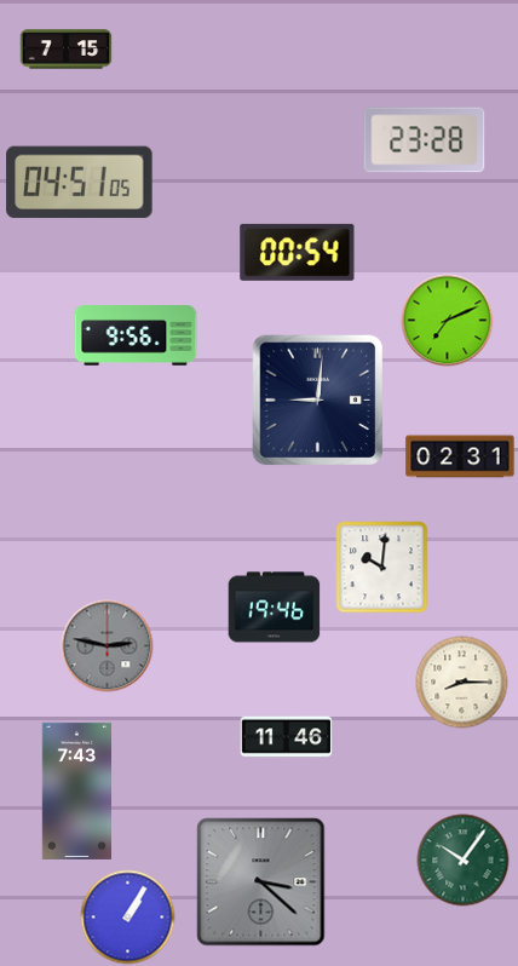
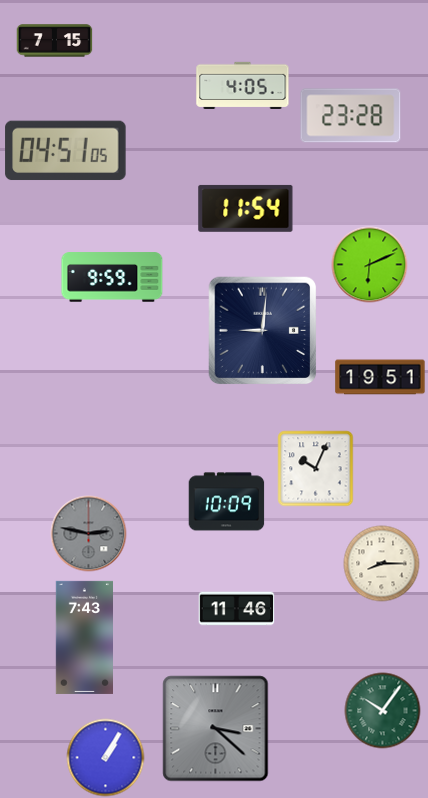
clock at (243, 85): none -> 4:05
clock at (298, 252): 00:54 -> 11:54
clock at (448, 321): 7:11 -> 6:11
clock at (136, 335): 9:56 -> 9:59
clock at (460, 456): 02:31 -> 19:51
clock at (382, 568): 10:01 -> 10:04
clock at (275, 608): 19:46 -> 10:09
clock at (76, 790) position: (76, 790) -> (84, 637)
